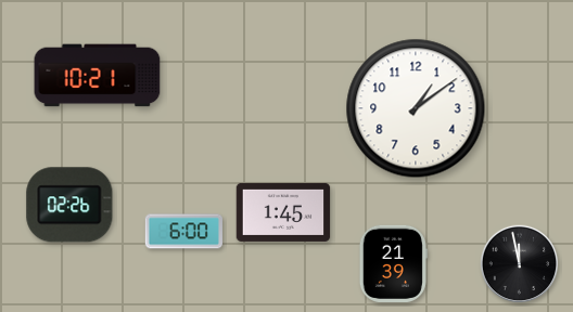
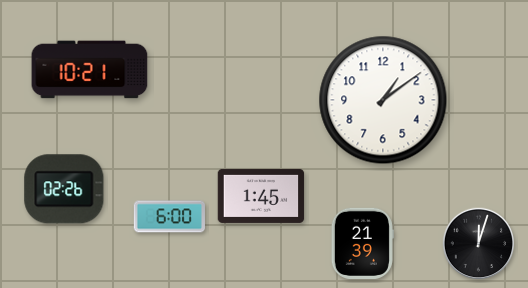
clock at (183, 232) position: (183, 232) -> (169, 217)
clock at (520, 264): 11:58 -> 12:03
